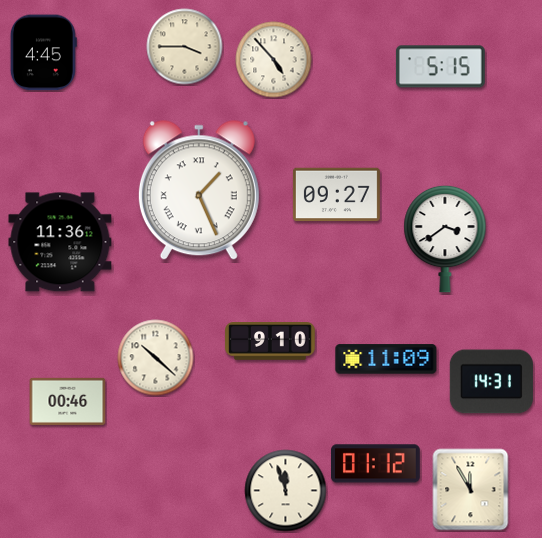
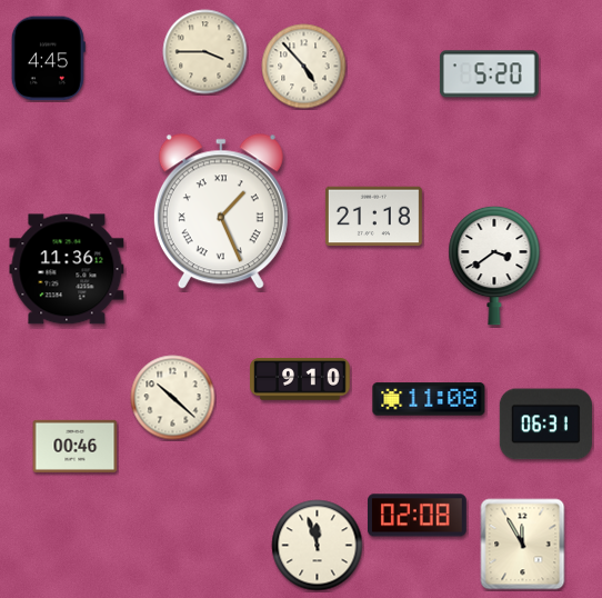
clock at (440, 67): 5:15 -> 5:20
clock at (336, 195): 09:27 -> 21:18
clock at (386, 359): 11:09 -> 11:08
clock at (491, 382): 14:31 -> 06:31
clock at (376, 464): 01:12 -> 02:08
